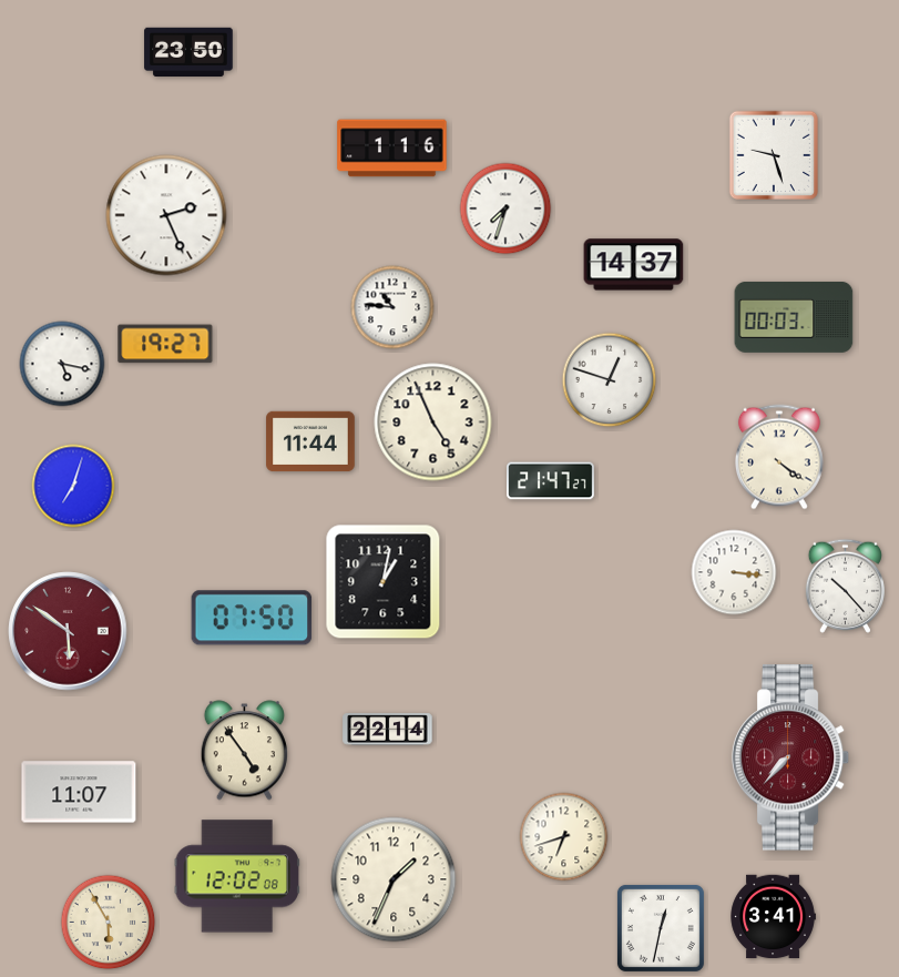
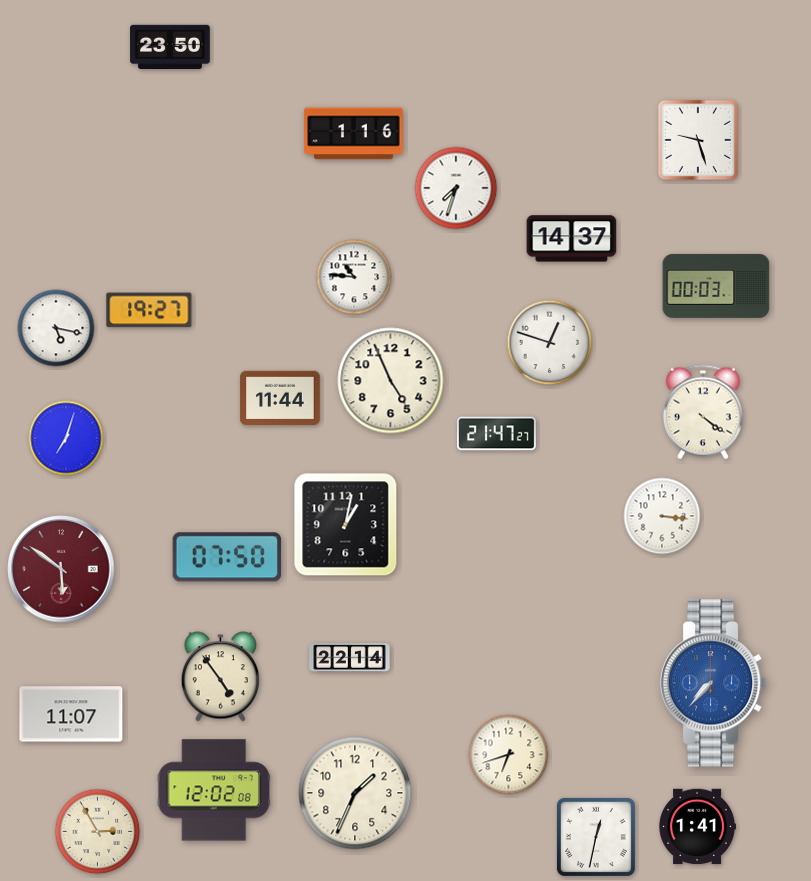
clock at (166, 215): 2:26 -> none
clock at (845, 586): 10:23 -> none
clock at (790, 757) dial: burgundy -> blue
clock at (773, 917): 3:41 -> 1:41
clock at (109, 923): 5:55 -> 2:55
